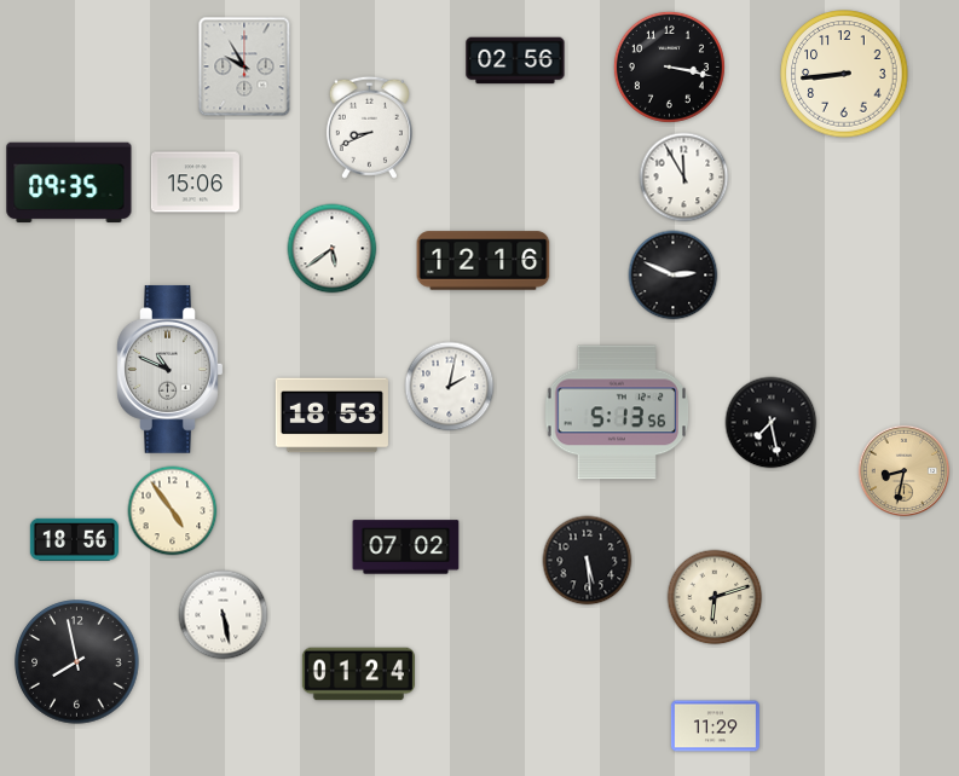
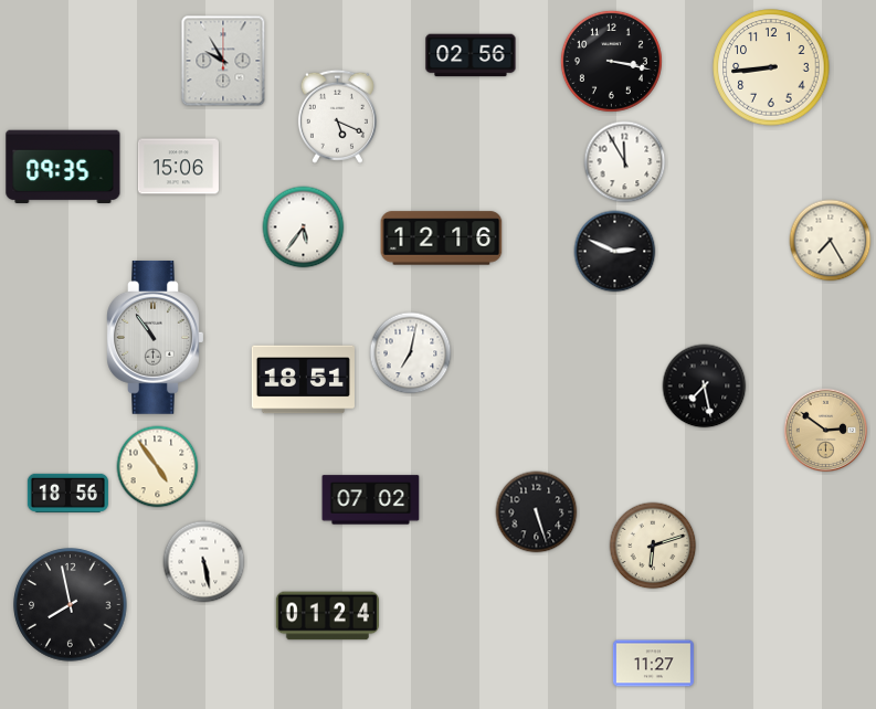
clock at (369, 127): 8:41 -> 5:19
clock at (333, 249): 5:39 -> 5:36
clock at (831, 241): none -> 7:25
clock at (171, 369): 10:49 -> 10:54
clock at (450, 387): 2:02 -> 7:02
clock at (616, 412): 5:13 -> none
clock at (331, 416): 18:53 -> 18:51
clock at (905, 471): 8:32 -> 2:51
clock at (588, 561): 5:29 -> 5:27
clock at (715, 726): 11:29 -> 11:27
